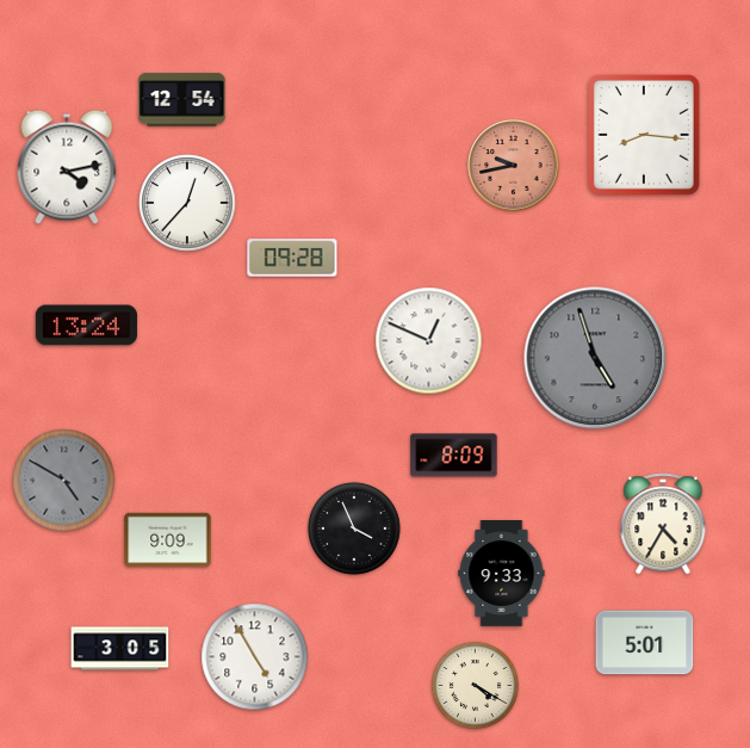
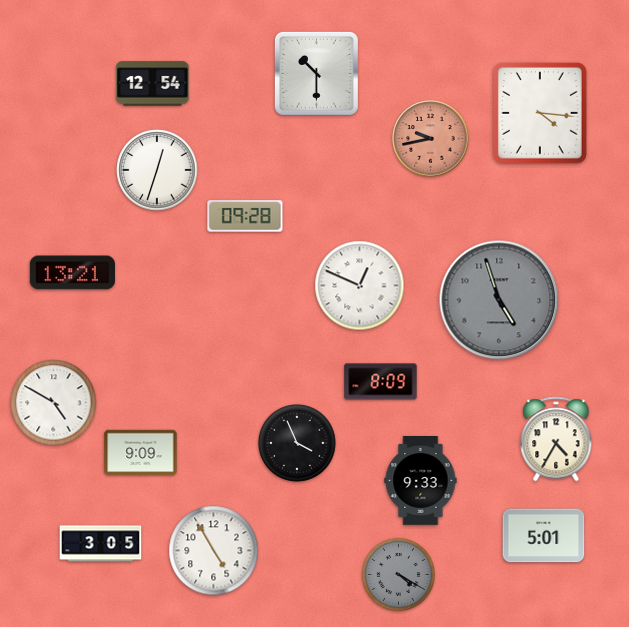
clock at (316, 73): none -> 10:30
clock at (644, 135): 8:16 -> 4:16
clock at (67, 167): 4:13 -> none
clock at (187, 203): 12:37 -> 12:33
clock at (86, 326): 13:24 -> 13:21
clock at (64, 481) dial: grey -> white
clock at (645, 643) position: (645, 643) -> (544, 536)
clock at (475, 685) dial: cream -> grey
